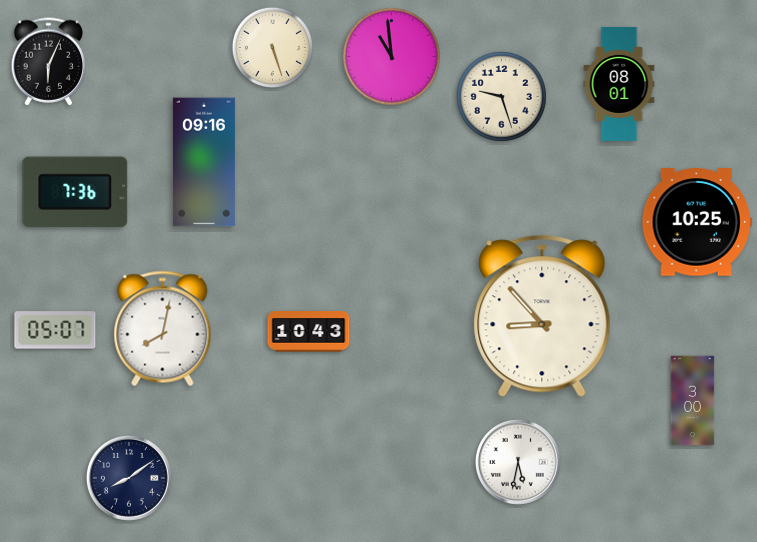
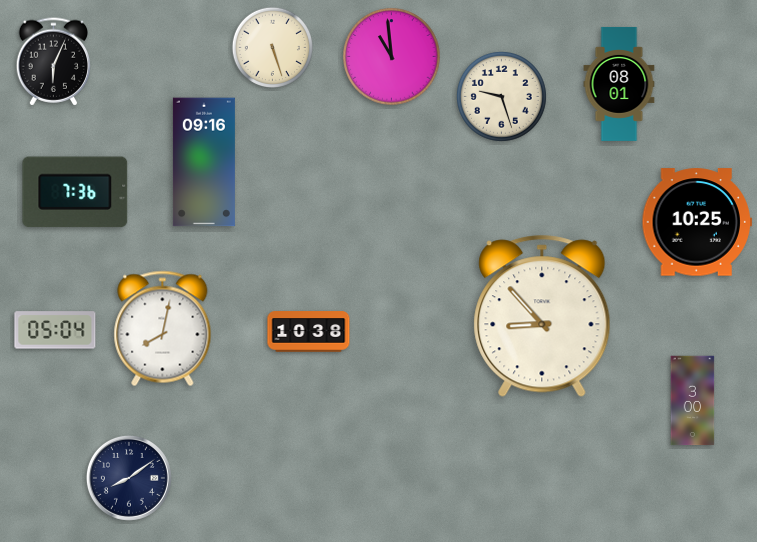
clock at (49, 62) position: (49, 62) -> (54, 62)
clock at (55, 330): 05:07 -> 05:04
clock at (309, 332): 10:43 -> 10:38
clock at (518, 462): 5:32 -> none
